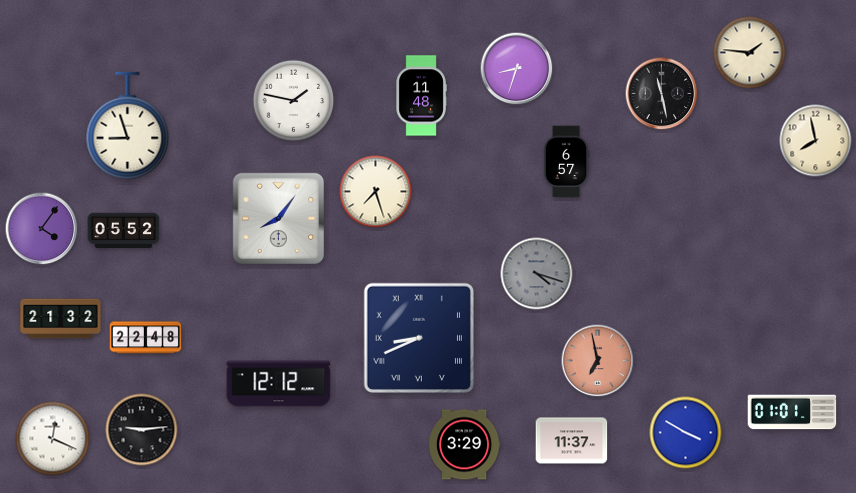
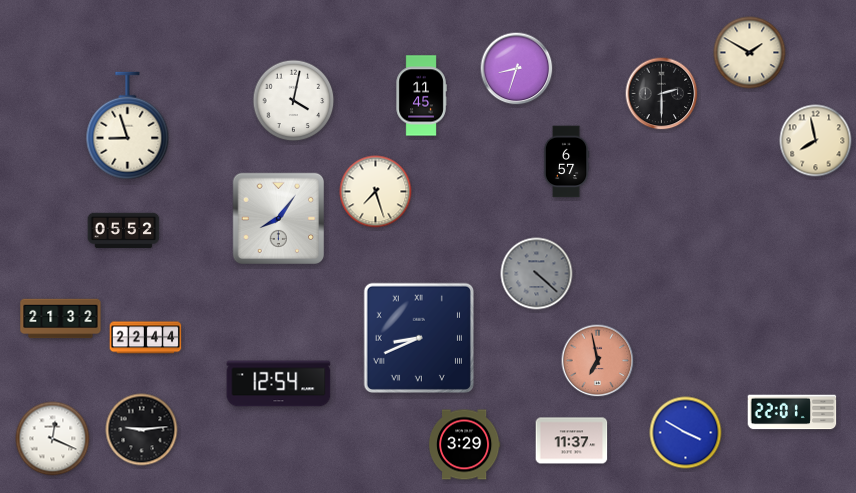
clock at (750, 53): 1:46 -> 1:50
clock at (662, 94): 11:28 -> 2:30
clock at (421, 96): 11:48 -> 11:45
clock at (294, 101): 1:47 -> 4:02
clock at (42, 229): 4:06 -> none
clock at (537, 274): 4:18 -> 4:22
clock at (146, 338): 22:48 -> 22:44
clock at (279, 384): 12:12 -> 12:54
clock at (792, 412): 01:01 -> 22:01
